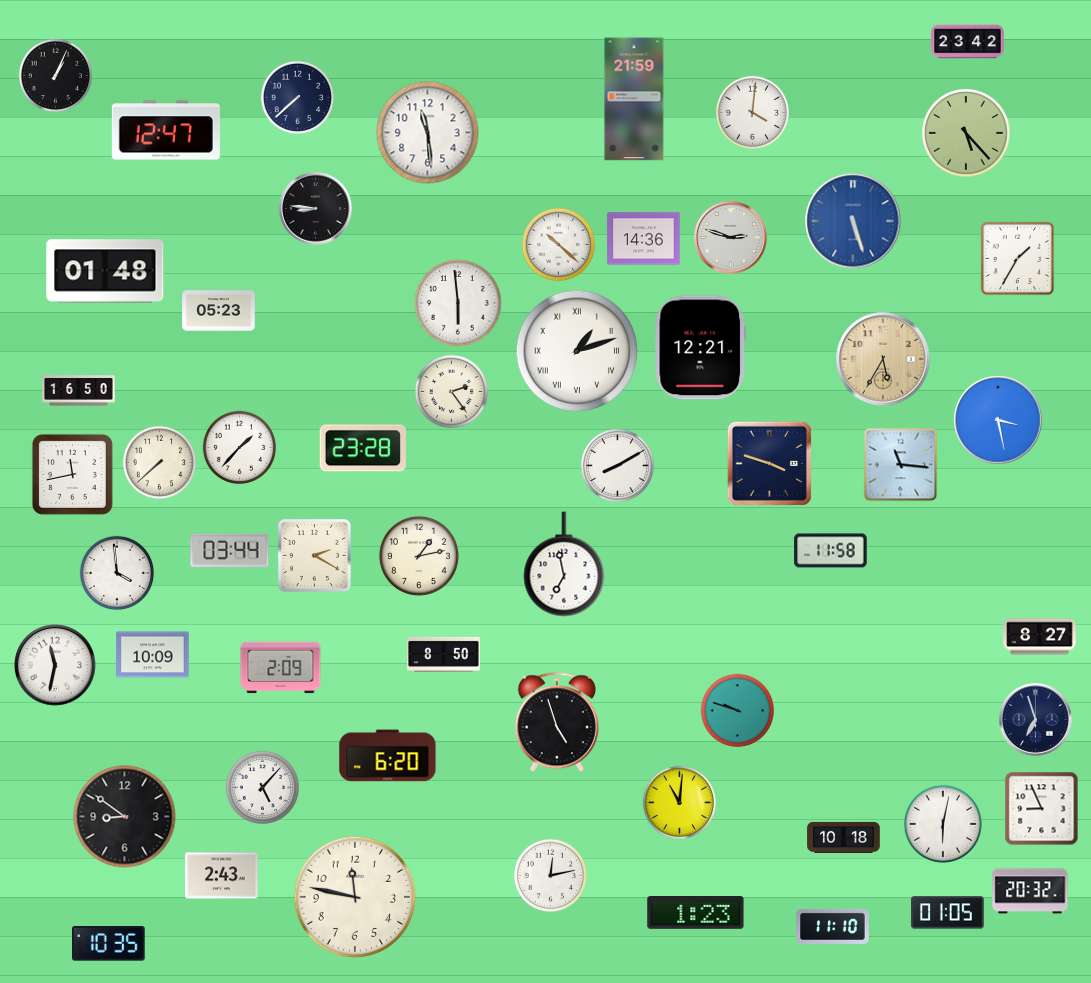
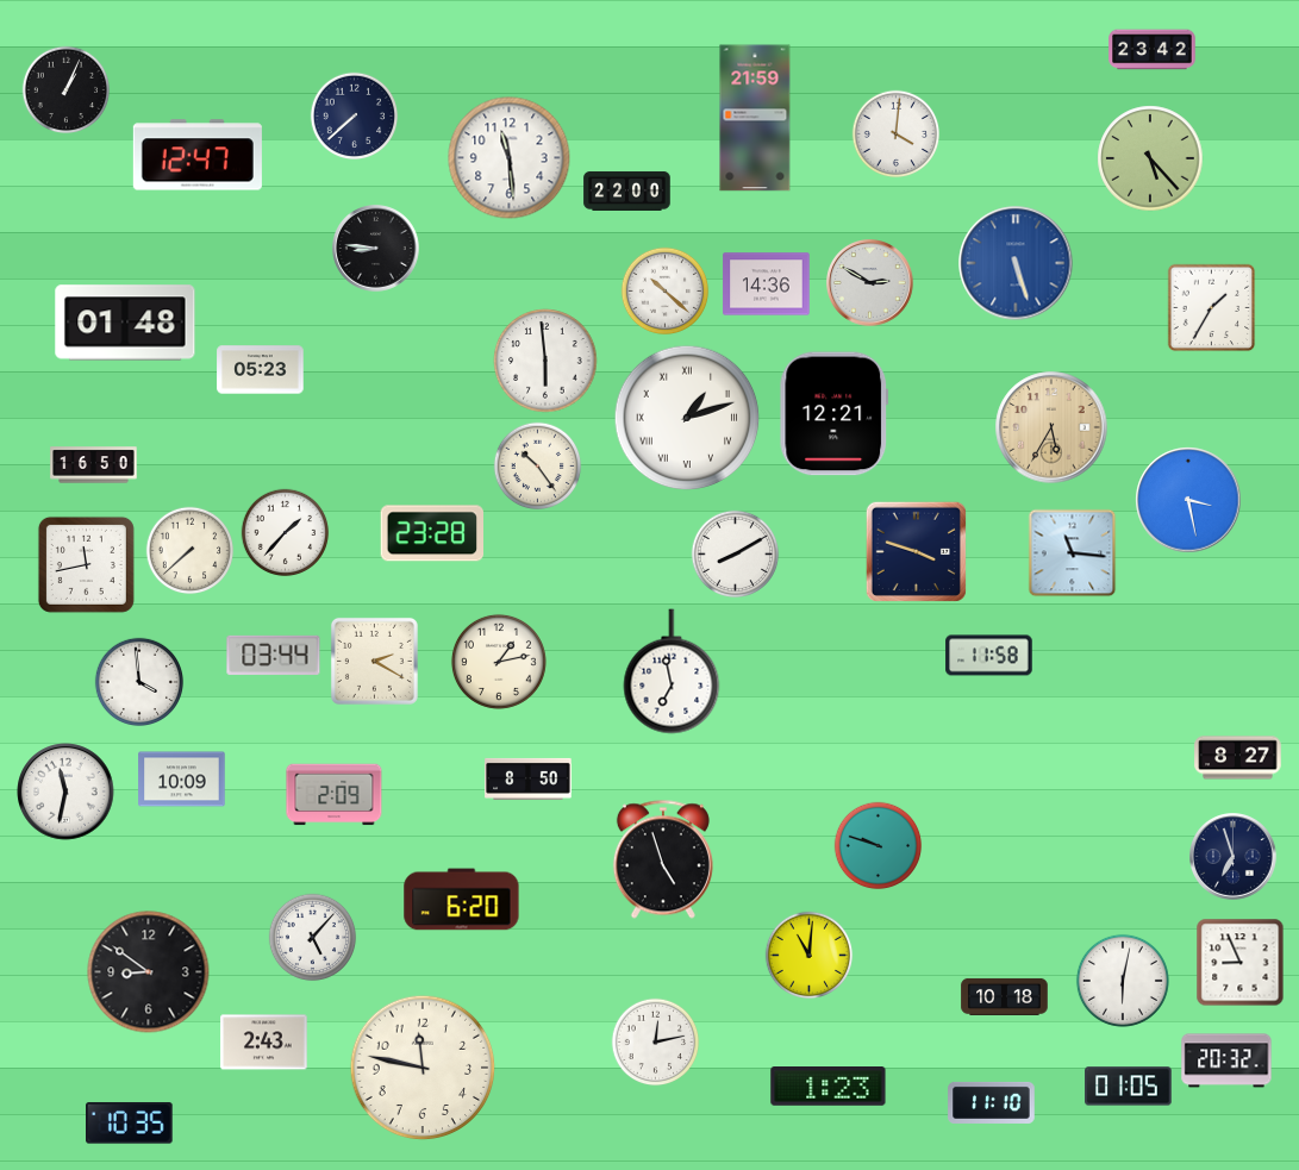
clock at (627, 190): none -> 22:00
clock at (731, 238): 2:48 -> 2:50
clock at (452, 392): 2:24 -> 10:24
